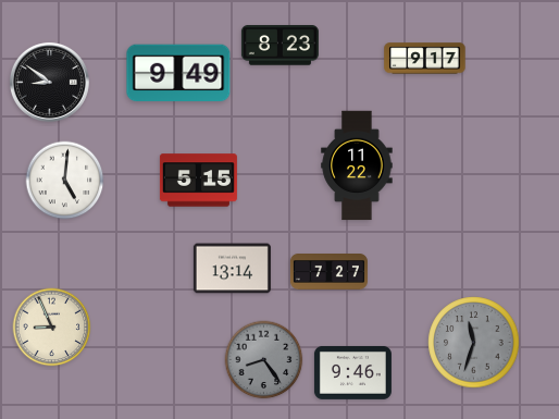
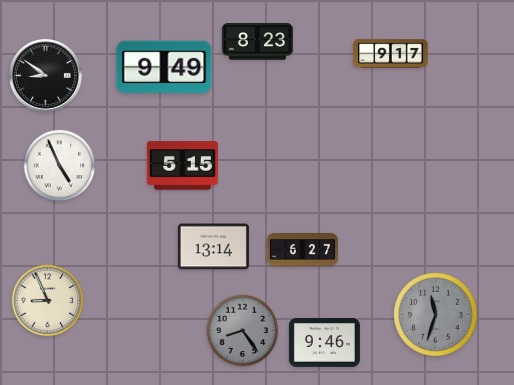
clock at (357, 165): 11:22 -> none
clock at (65, 181): 5:01 -> 4:56
clock at (328, 272): 7:27 -> 6:27
